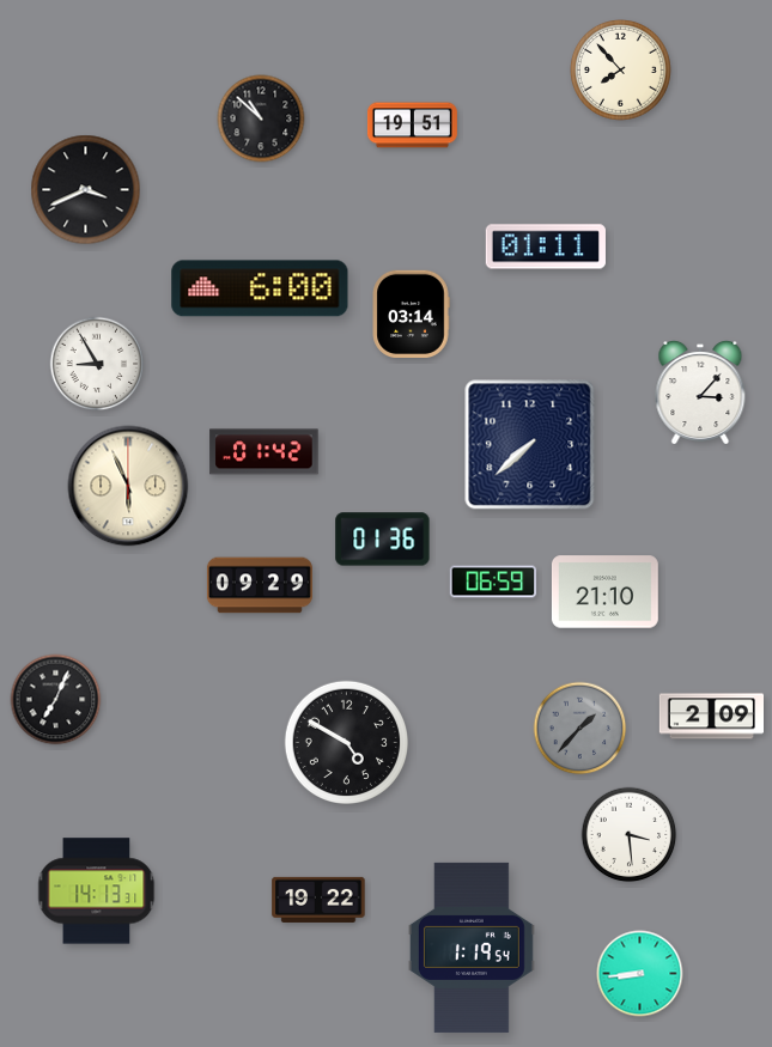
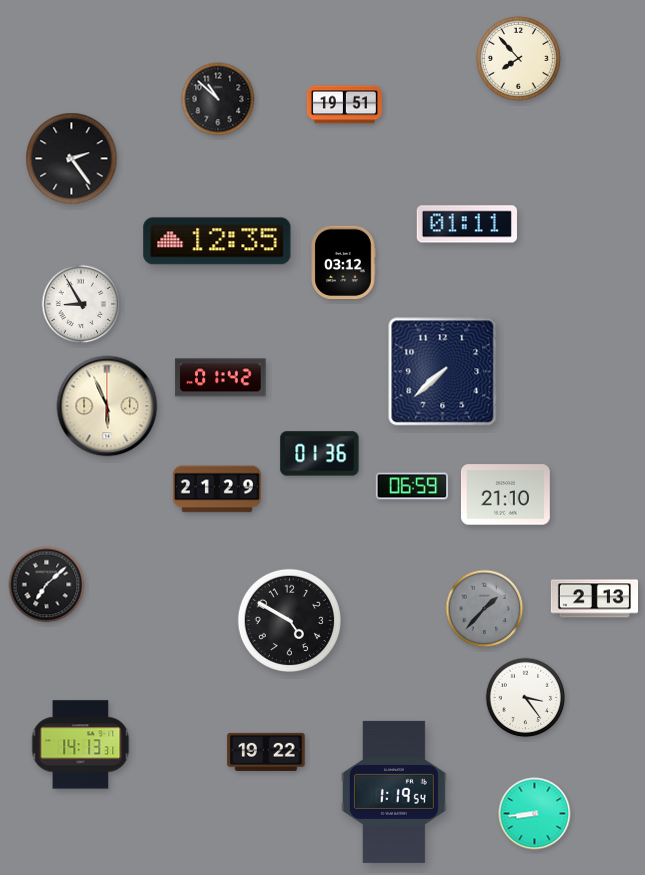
clock at (86, 190): 3:41 -> 2:24
clock at (546, 246) position: (546, 246) -> (467, 224)
clock at (260, 288): 6:00 -> 12:35
clock at (411, 314): 03:14 -> 03:12
clock at (700, 394): 3:07 -> none
clock at (383, 540) position: (383, 540) -> (320, 454)
clock at (260, 585): 09:29 -> 21:29
clock at (56, 700): 7:04 -> 7:08
clock at (711, 717): 2:09 -> 2:13
clock at (630, 835): 3:29 -> 3:24
